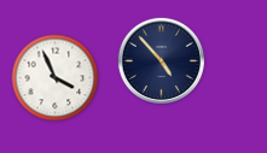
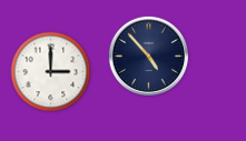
clock at (56, 78): 3:56 -> 3:00
